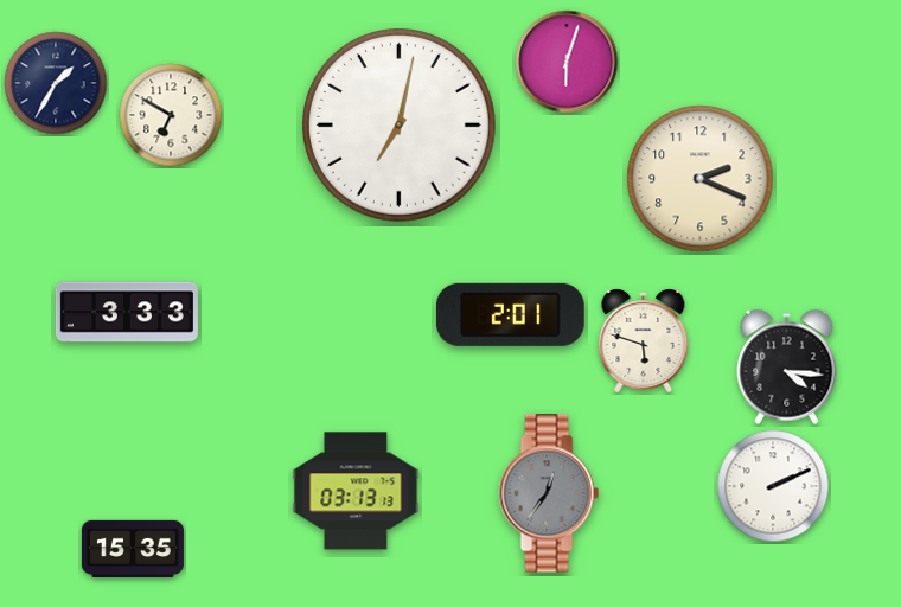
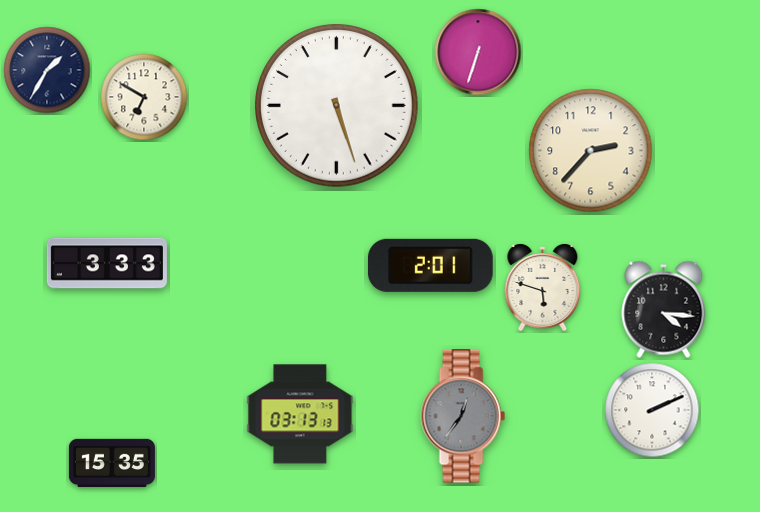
clock at (567, 62): 6:03 -> 6:33
clock at (400, 126): 7:02 -> 5:27
clock at (701, 179): 2:19 -> 2:37
